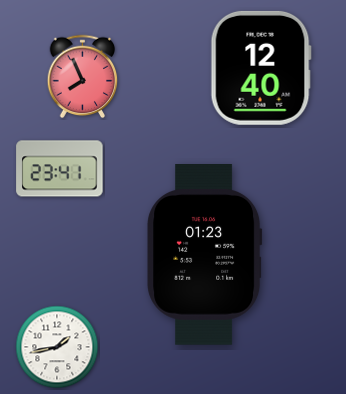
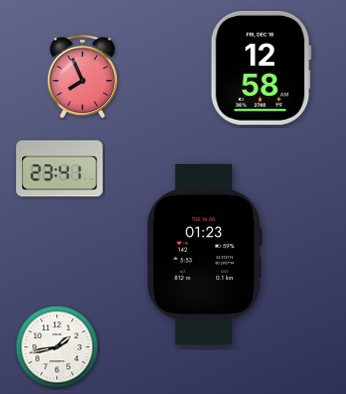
clock at (261, 68): 12:40 -> 12:58
